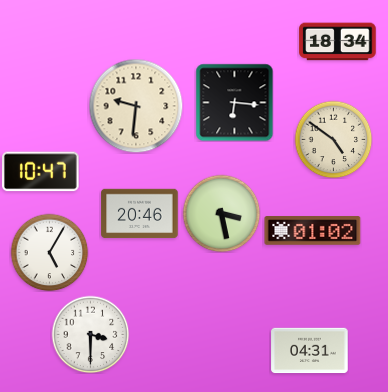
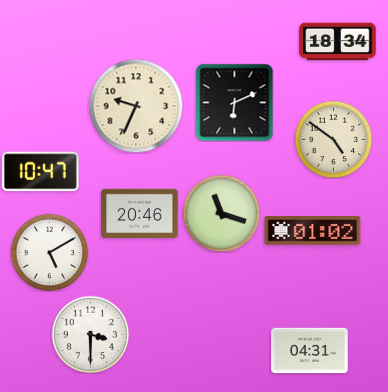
clock at (234, 102): 6:16 -> 6:11
clock at (136, 106): 9:31 -> 9:34
clock at (221, 213): 3:28 -> 11:18
clock at (49, 252): 5:05 -> 5:10
